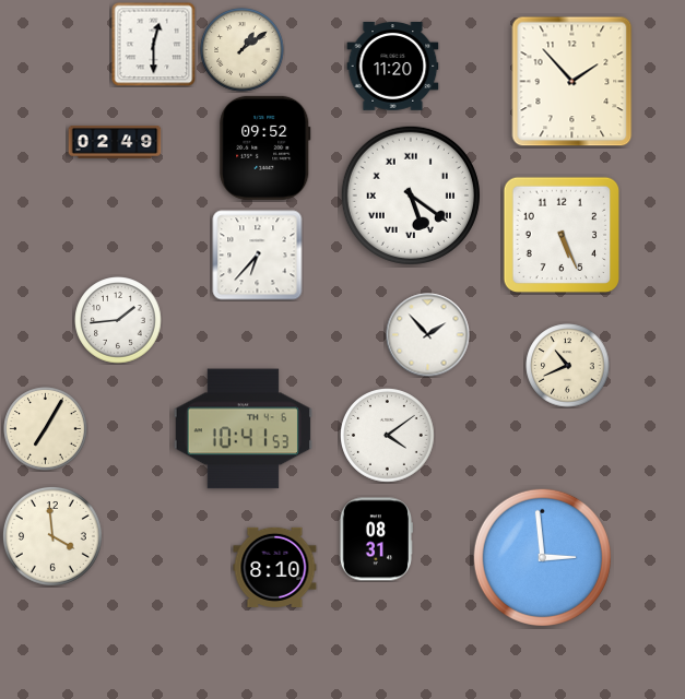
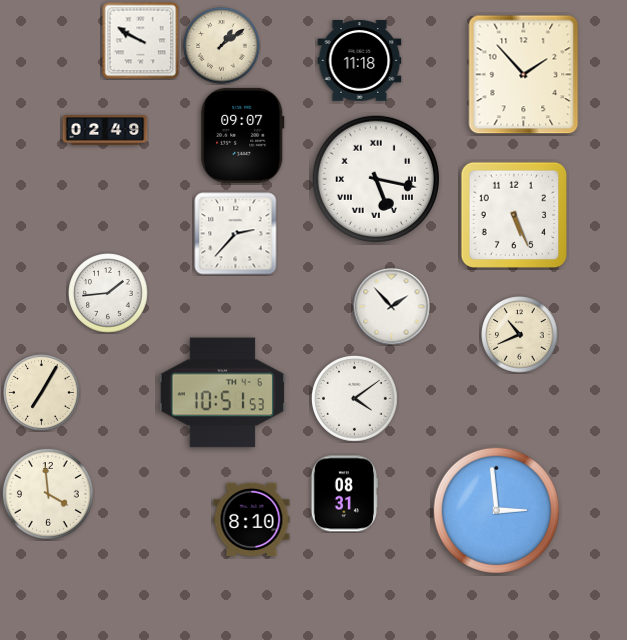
clock at (153, 44): 12:30 -> 9:50
clock at (393, 67): 11:20 -> 11:18
clock at (265, 147): 09:52 -> 09:07
clock at (411, 196): 5:21 -> 5:17
clock at (258, 256): 6:37 -> 2:37
clock at (243, 429): 10:41 -> 10:51
clock at (52, 536) position: (52, 536) -> (48, 494)
